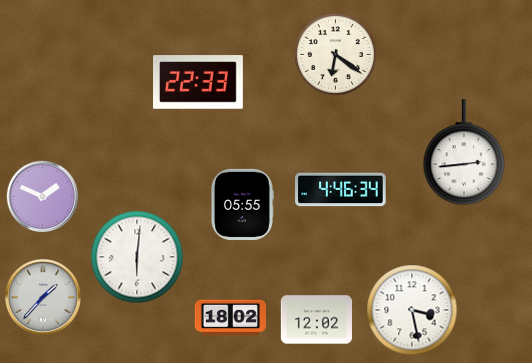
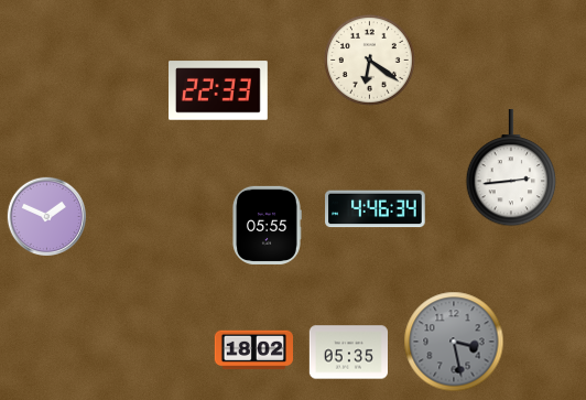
clock at (137, 257): 6:01 -> none
clock at (43, 297): 1:37 -> none
clock at (412, 310) dial: white -> grey
clock at (316, 320): 12:02 -> 05:35
